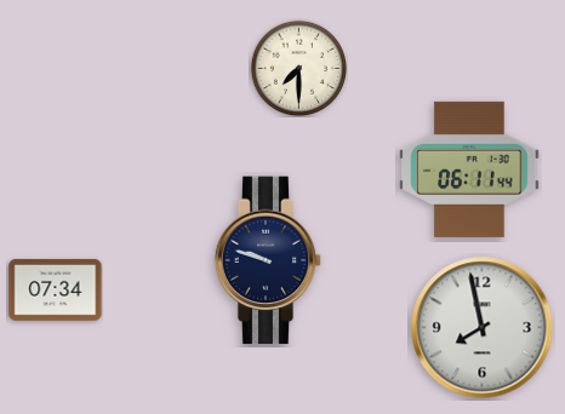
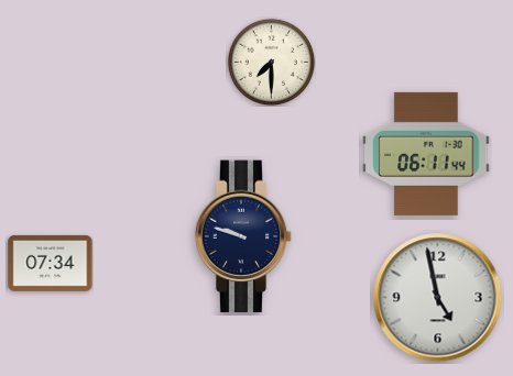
clock at (483, 328): 7:58 -> 4:58
